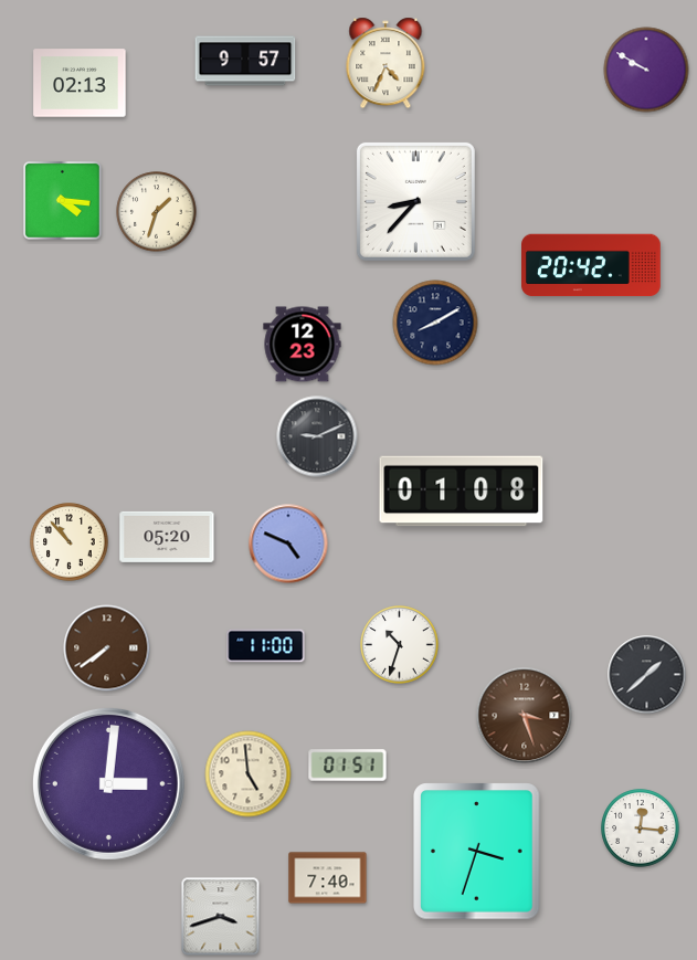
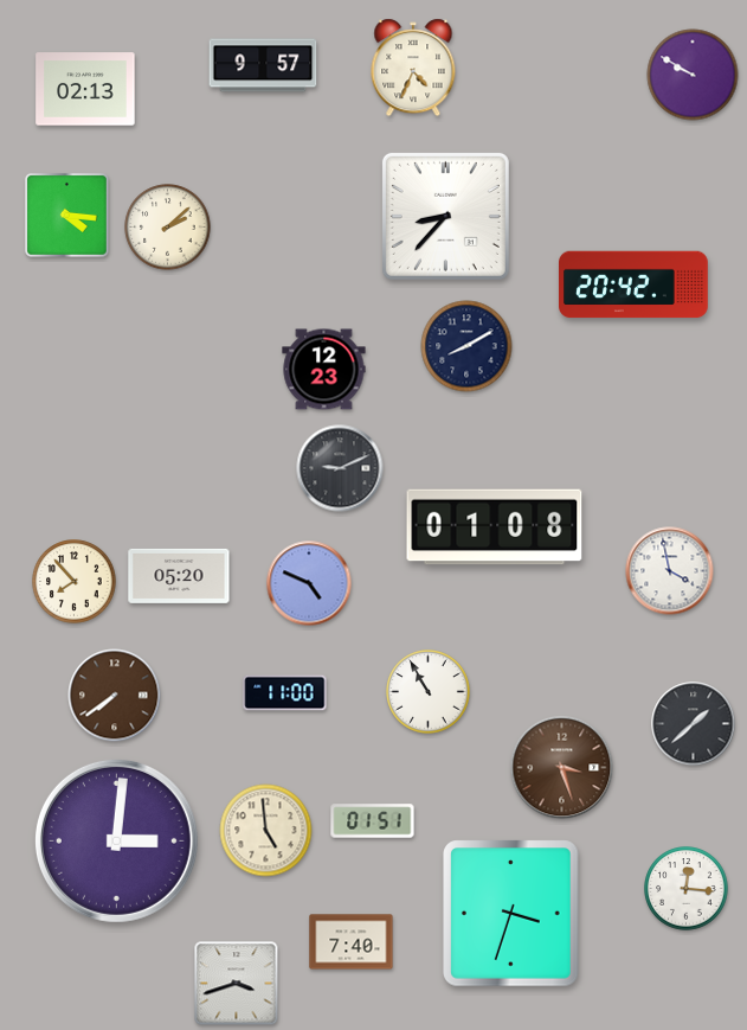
clock at (157, 212): 1:33 -> 2:08
clock at (670, 571): none -> 3:58
clock at (70, 542): 10:53 -> 7:53
clock at (400, 645): 10:33 -> 10:55
